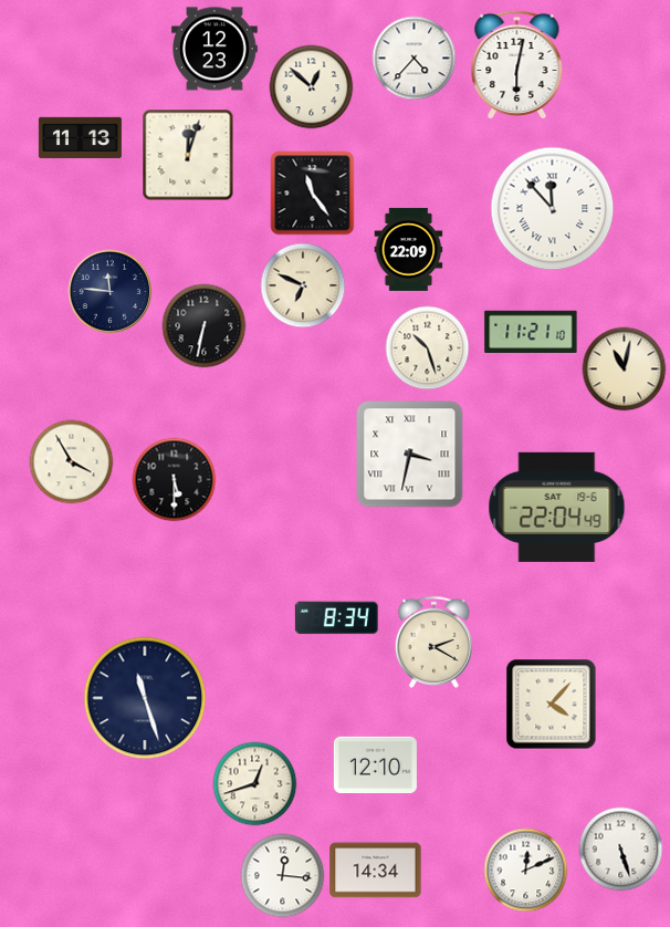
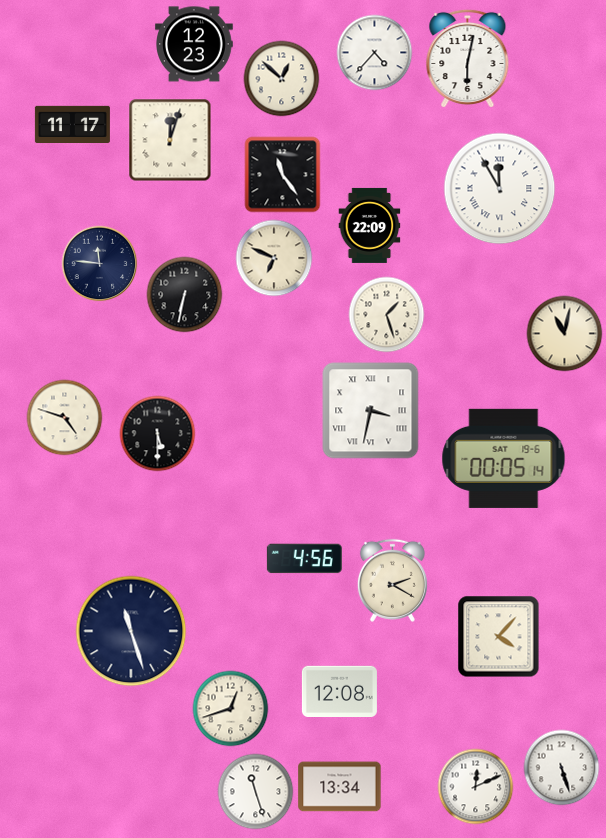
clock at (80, 137): 11:13 -> 11:17
clock at (553, 209): 11:53 -> 11:55
clock at (531, 331): 11:21 -> none
clock at (428, 348): 10:27 -> 1:27
clock at (72, 462): 3:55 -> 4:48
clock at (557, 507): 22:04 -> 00:05
clock at (336, 618): 8:34 -> 4:56
clock at (375, 764): 12:10 -> 12:08
clock at (376, 871): 14:34 -> 13:34
clock at (283, 876): 12:16 -> 11:27
